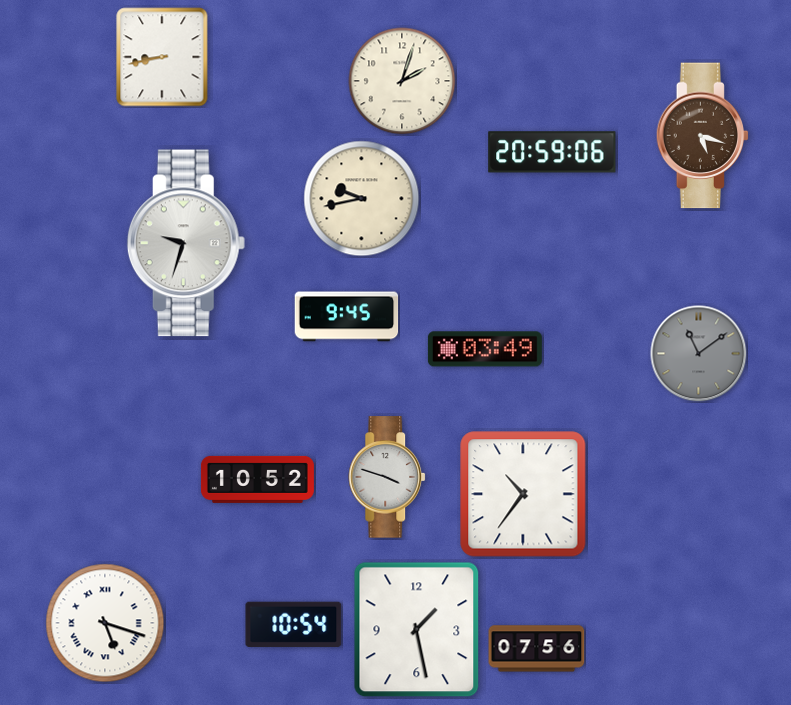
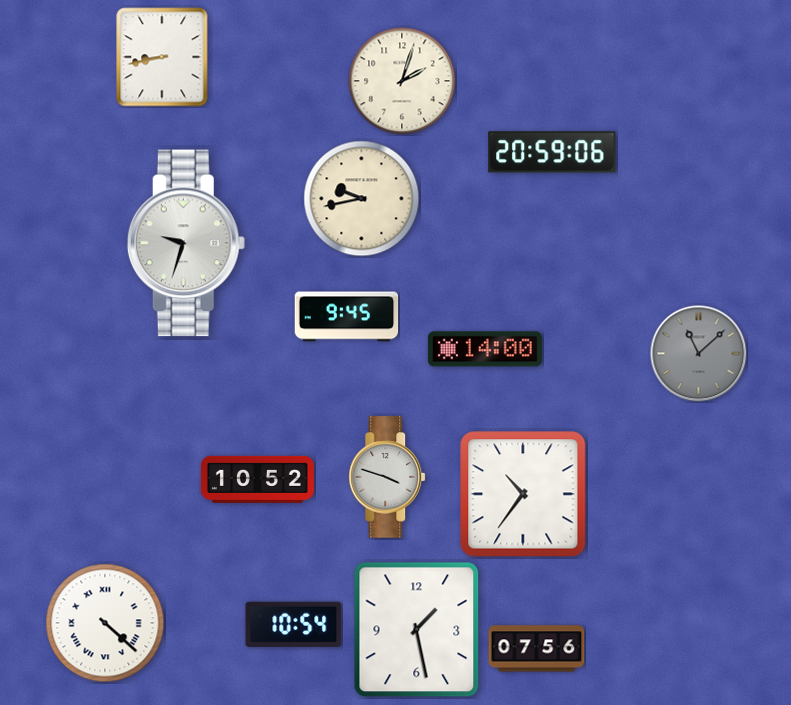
clock at (703, 136): 5:18 -> none
clock at (485, 349): 03:49 -> 14:00
clock at (699, 354): 11:09 -> 11:08
clock at (105, 623): 5:18 -> 4:22
